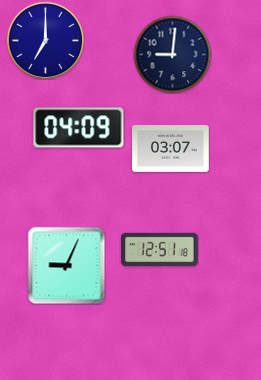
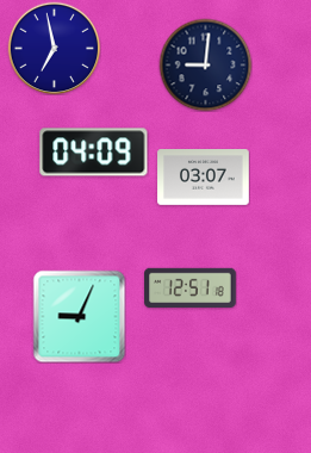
clock at (45, 40): 7:00 -> 6:58
clock at (160, 250) position: (160, 250) -> (191, 288)
